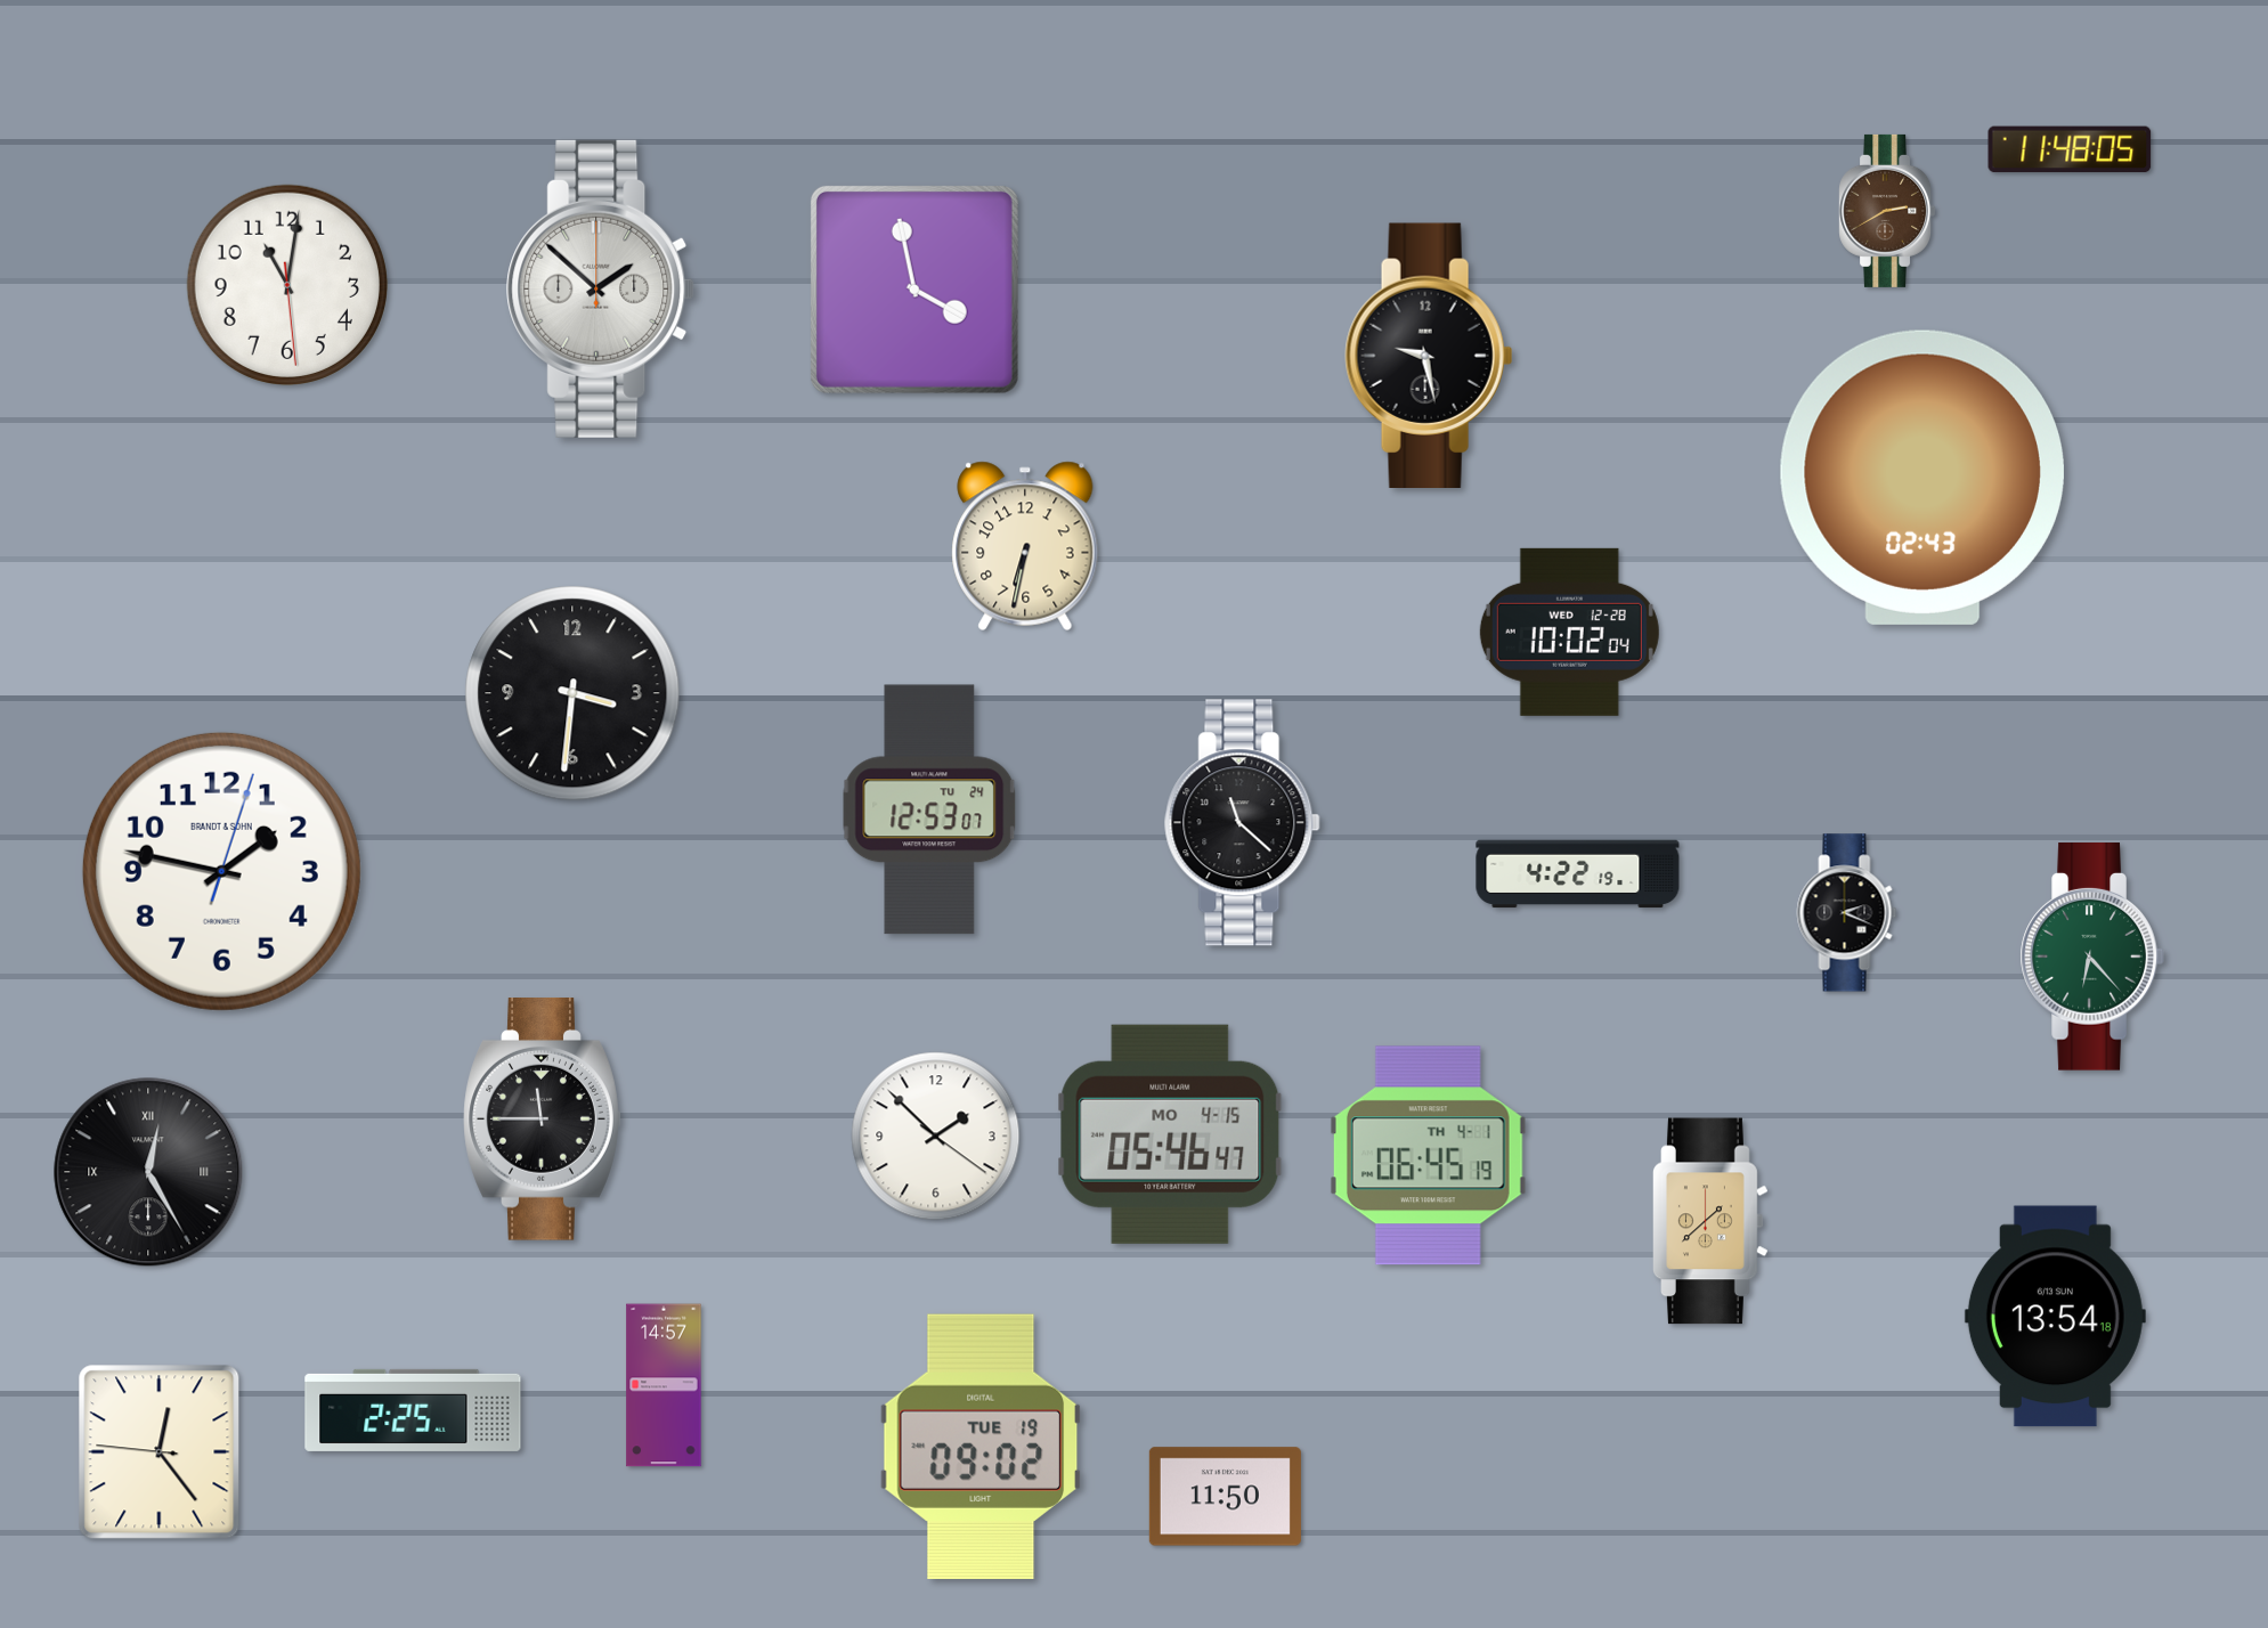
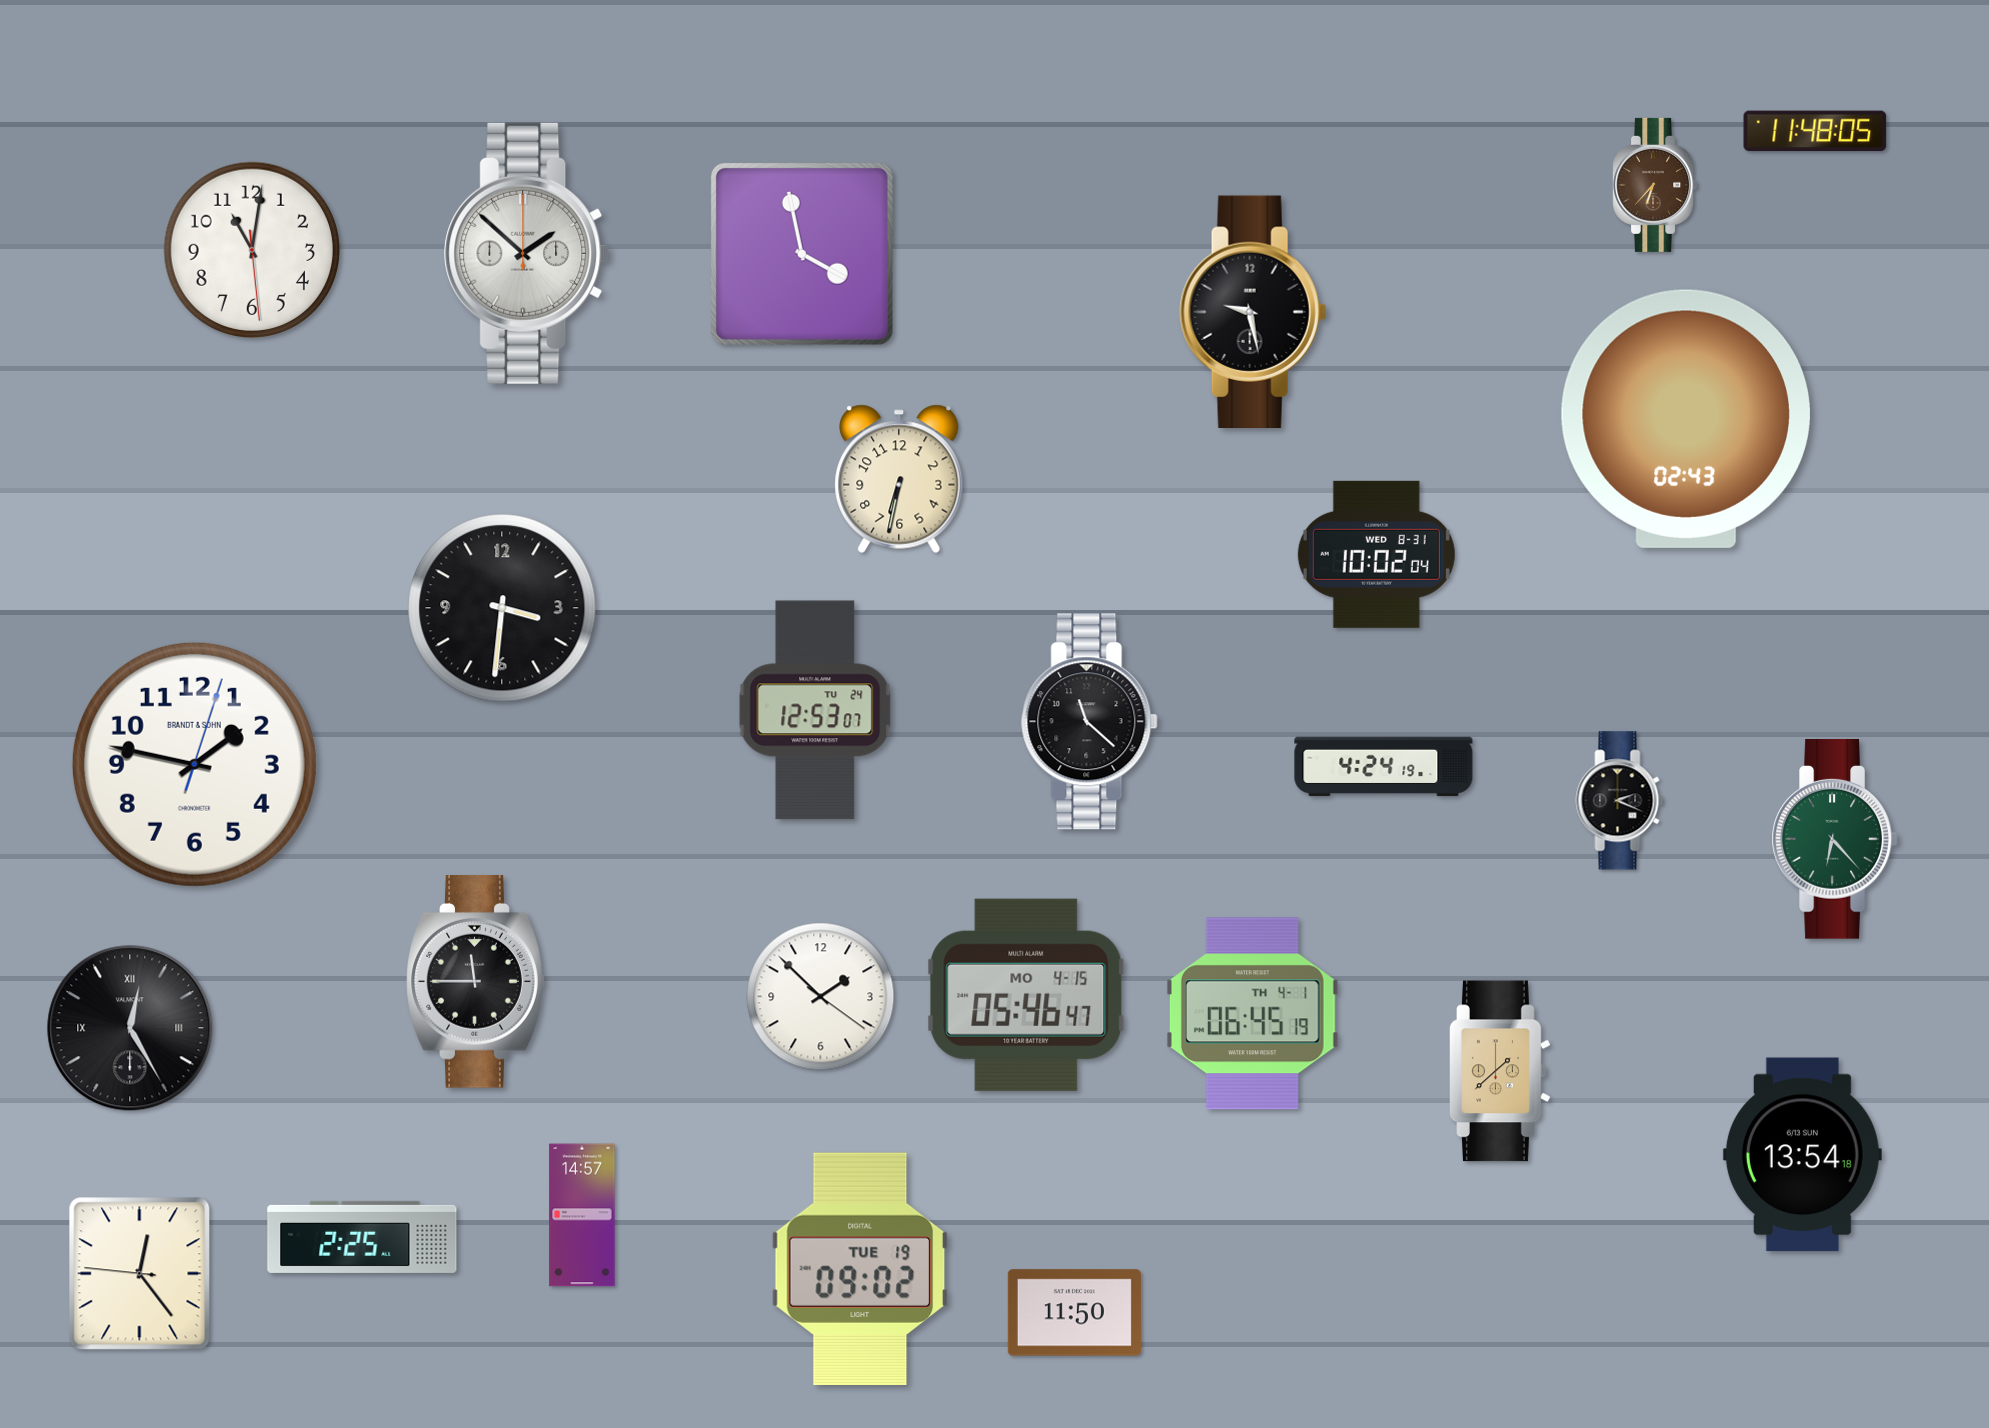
clock at (1887, 211): 2:40 -> 6:37
clock at (1569, 632) date: WED 12-28 -> WED 8-31
clock at (1578, 874): 4:22 -> 4:24
